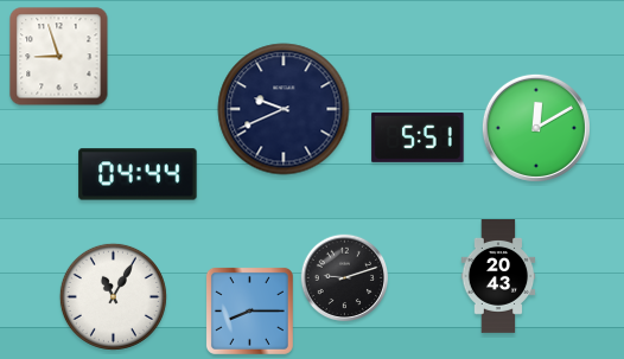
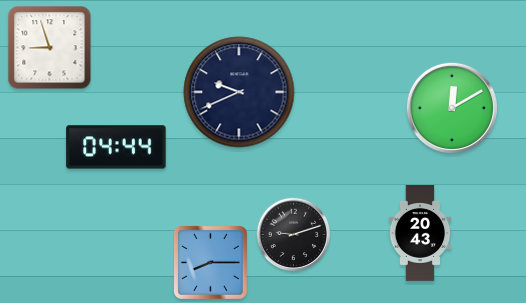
clock at (418, 137): 5:51 -> none
clock at (345, 278) position: (345, 278) -> (294, 235)
clock at (113, 296): 11:05 -> none
